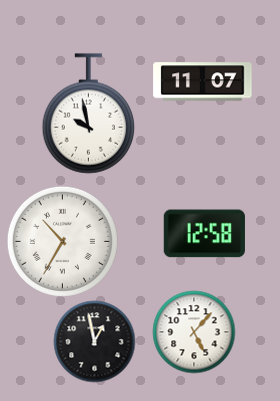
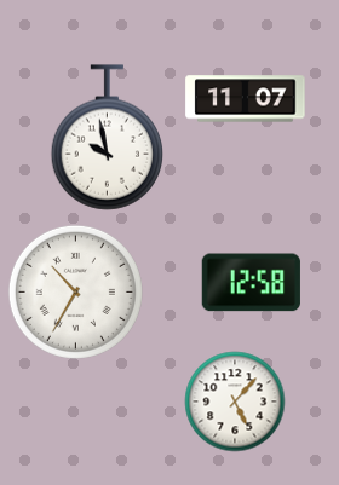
clock at (204, 234) position: (204, 234) -> (251, 283)
clock at (94, 341): 12:58 -> none
